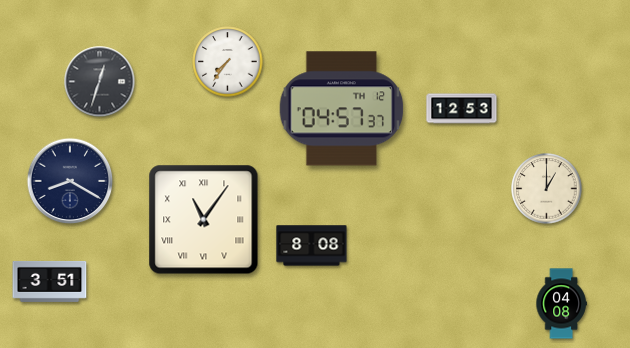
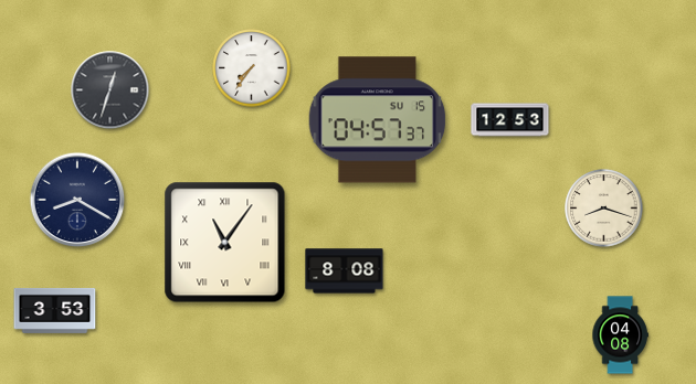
clock at (342, 109) date: TH 12 -> SU 15
clock at (547, 189): 1:00 -> 8:18
clock at (50, 281): 3:51 -> 3:53
